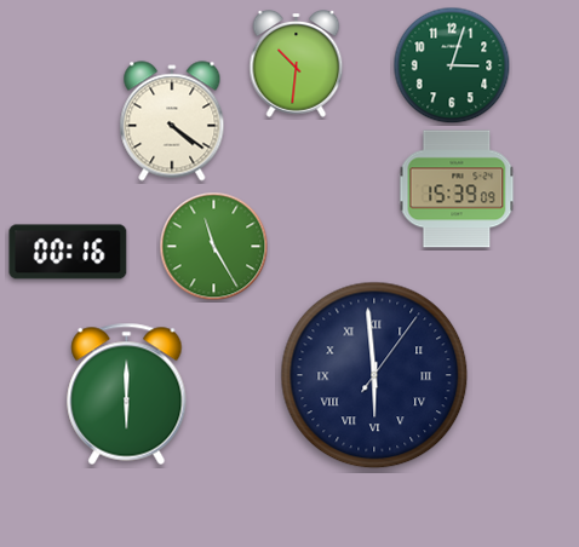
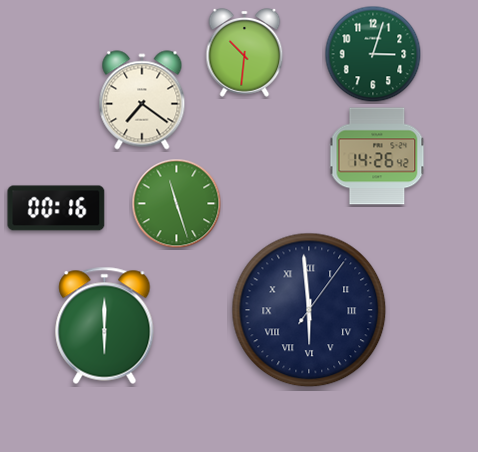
clock at (172, 121): 4:21 -> 7:21
clock at (457, 189): 15:39 -> 14:26
clock at (214, 247): 11:25 -> 11:27
